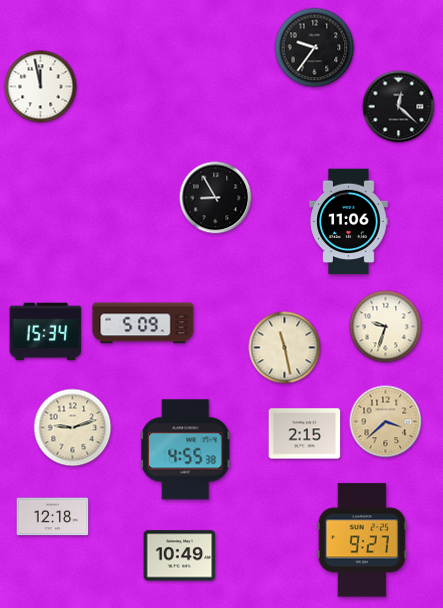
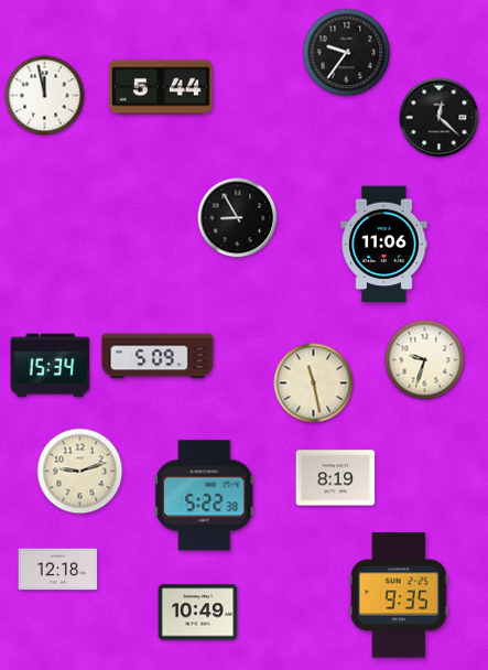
clock at (162, 87): none -> 5:44
clock at (386, 422): 3:38 -> none
clock at (305, 434): 2:15 -> 8:19
clock at (186, 450): 4:55 -> 5:22
clock at (362, 540): 9:27 -> 9:35
